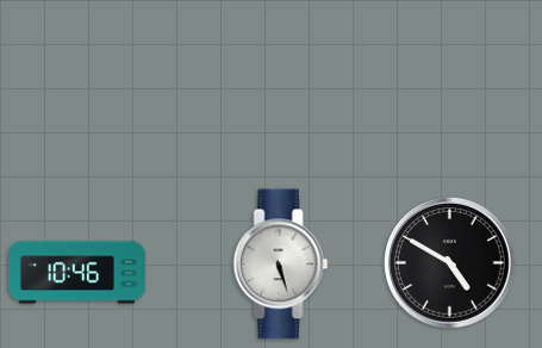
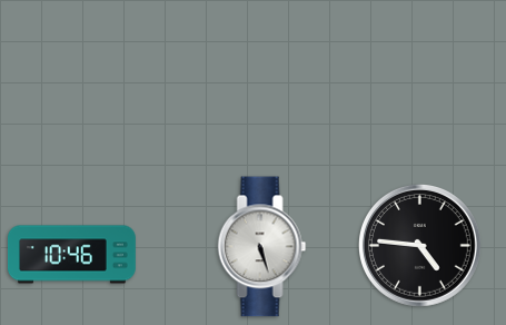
clock at (450, 263): 4:50 -> 4:46
